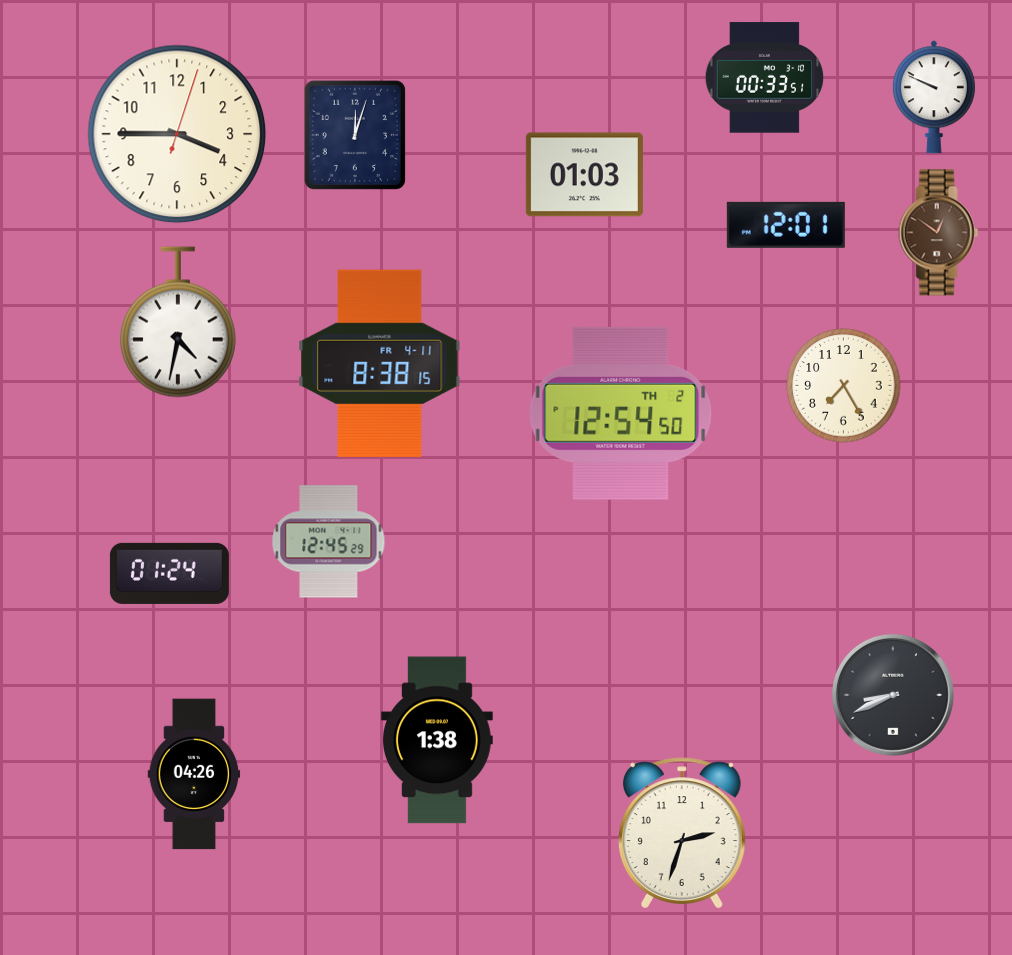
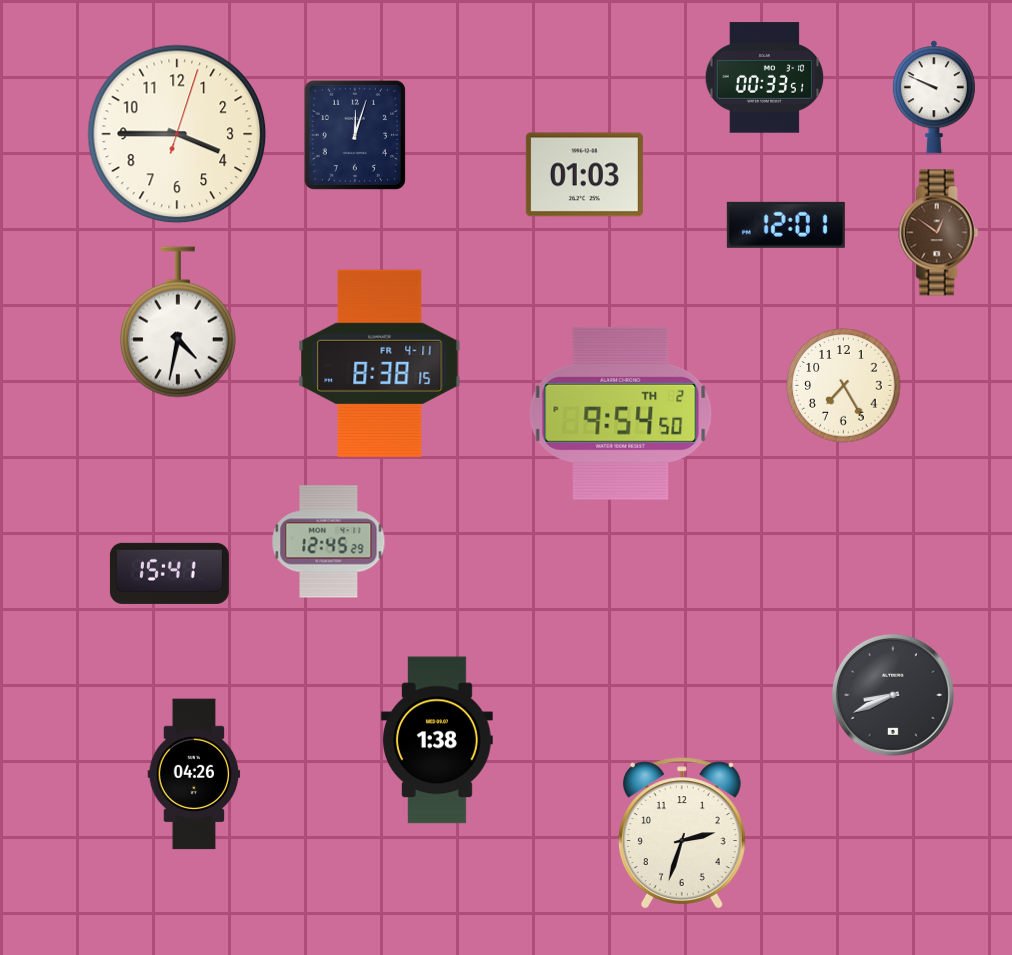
clock at (621, 413): 12:54 -> 9:54
clock at (169, 573): 01:24 -> 15:41
